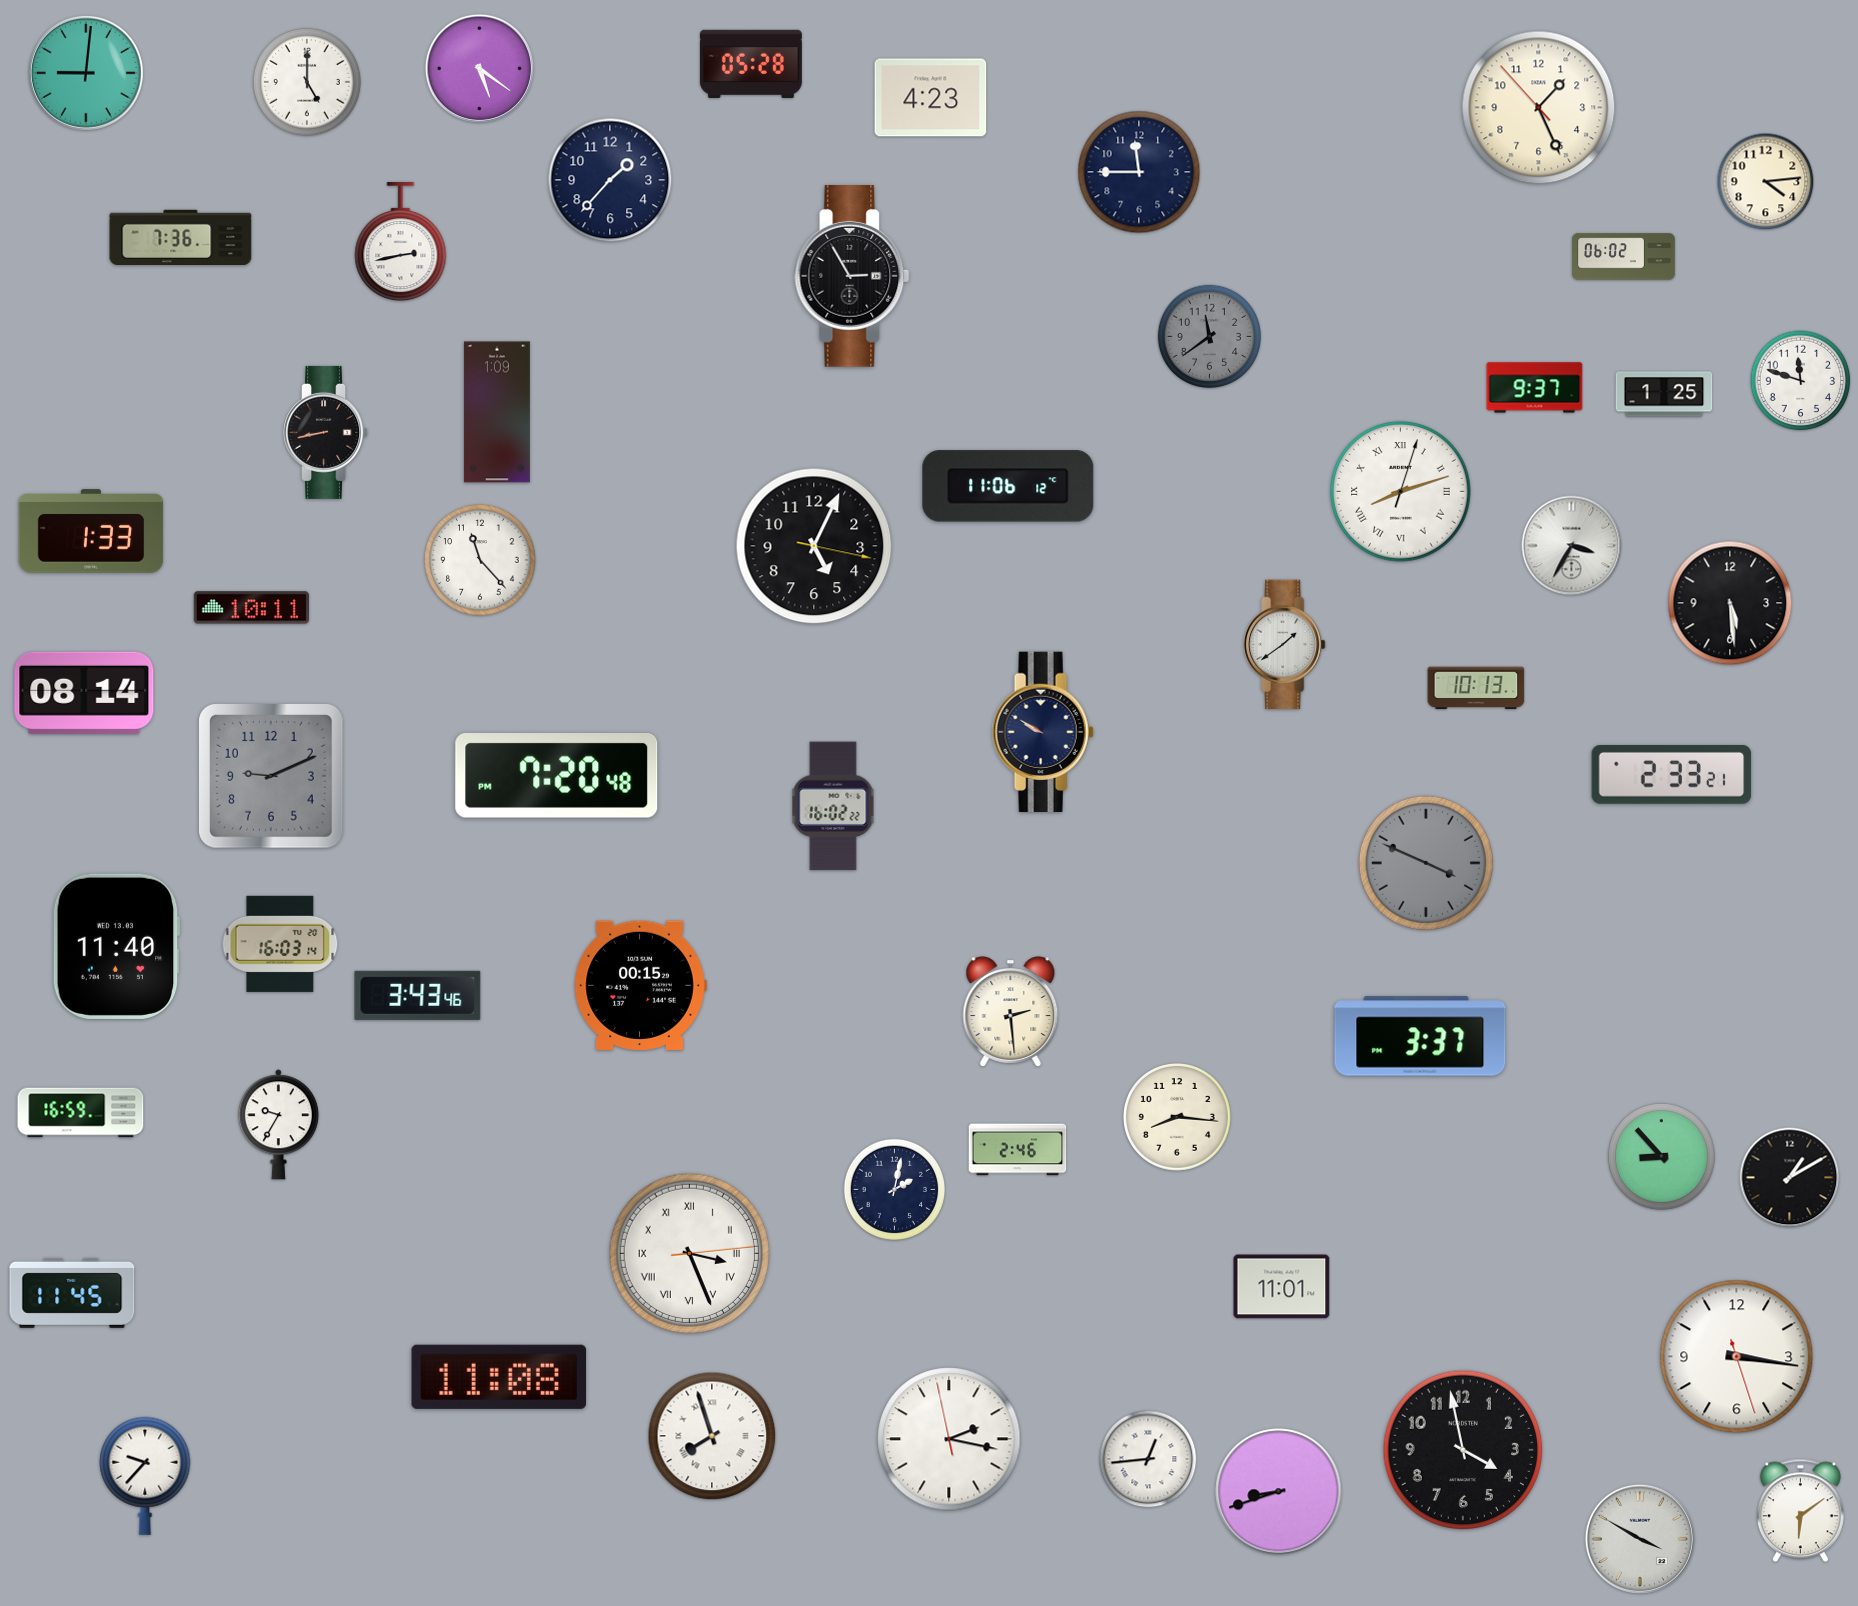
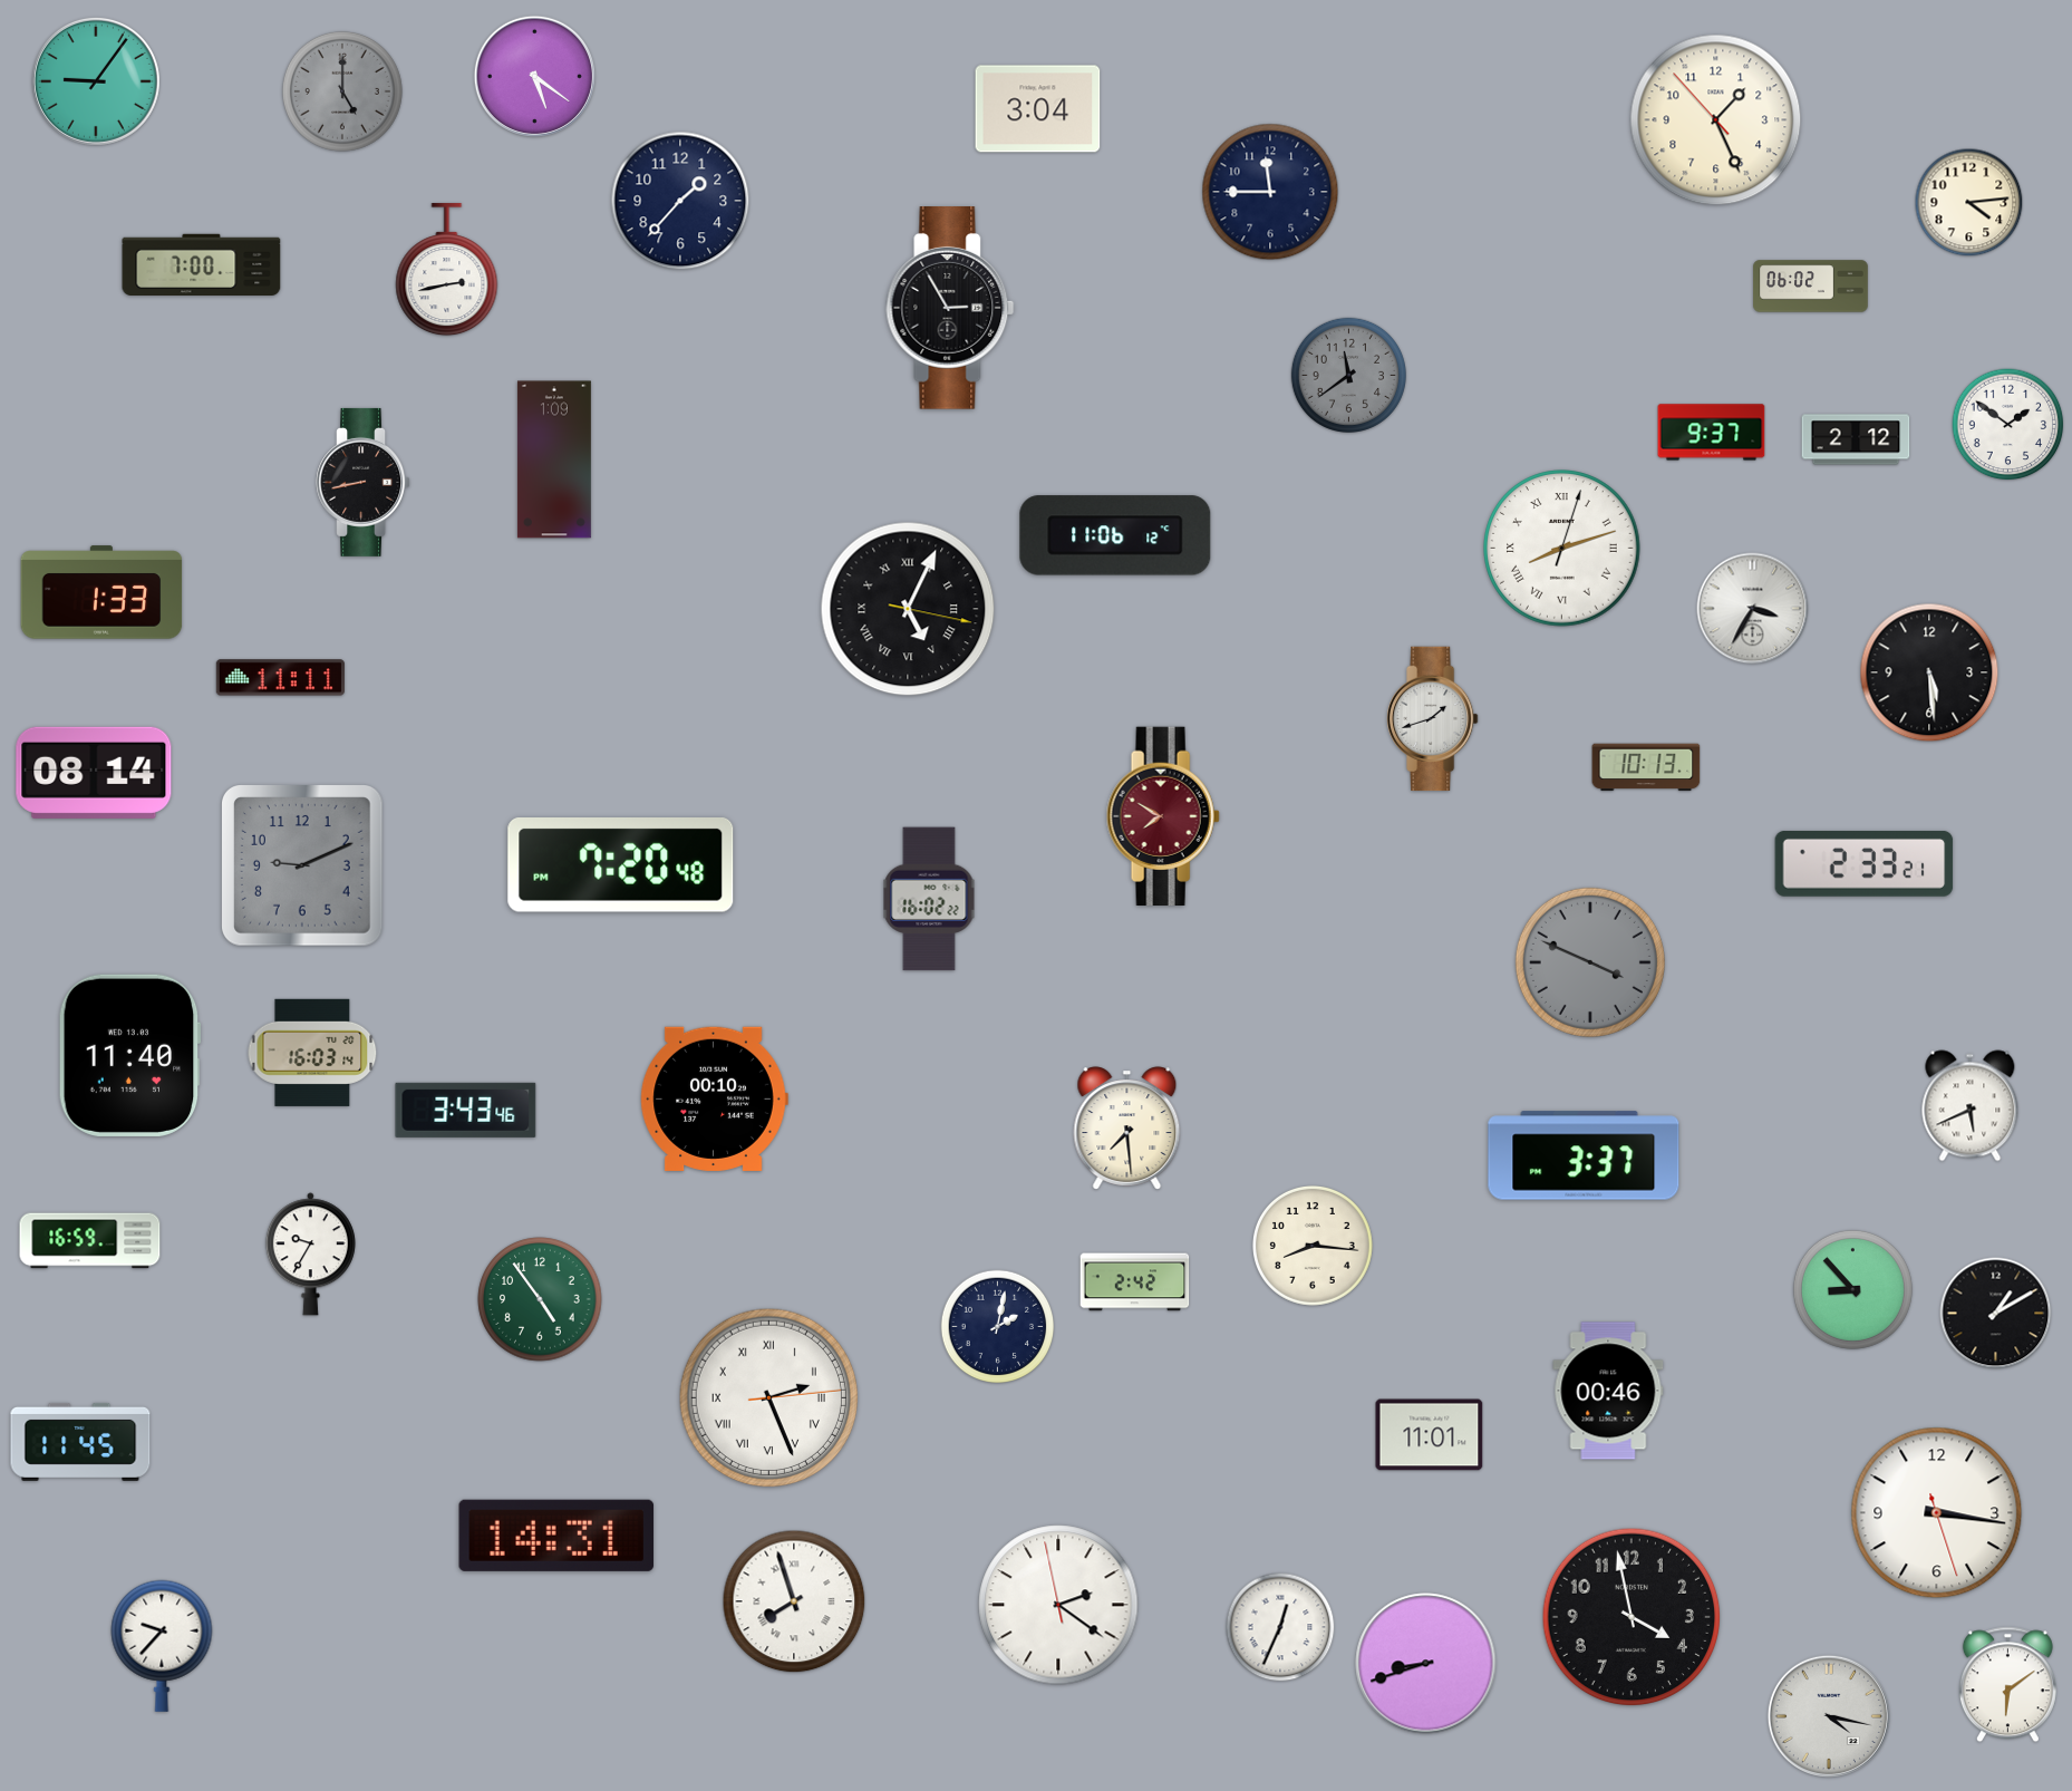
clock at (751, 64): 05:28 -> none
clock at (86, 73): 9:01 -> 9:06
clock at (307, 82) dial: white -> grey
clock at (931, 98): 4:23 -> 3:04
clock at (181, 237): 7:36 -> 7:00
clock at (1801, 381): 11:48 -> 1:51
clock at (1664, 394): 1:25 -> 2:12
clock at (1008, 486) position: (1008, 486) -> (1115, 535)
clock at (814, 546) numerals: Arabic -> Roman
clock at (480, 560): 11:23 -> none
clock at (251, 608): 10:11 -> 11:11
clock at (1285, 645): 1:39 -> 1:42
clock at (1043, 731): 9:50 -> 7:50
clock at (1043, 731) dial: navy -> burgundy
clock at (640, 985): 00:15 -> 00:10
clock at (1971, 1106): none -> 5:41
clock at (1011, 1012): 2:29 -> 7:29
clock at (1018, 1150): 2:46 -> 2:42
clock at (540, 1299): none -> 4:54
clock at (1608, 1391): none -> 00:46
clock at (689, 1253): 3:26 -> 2:26
clock at (499, 1377): 11:08 -> 14:31
clock at (949, 1439): 2:16 -> 2:20
clock at (1148, 1459): 12:44 -> 12:34
clock at (1640, 1539): 3:50 -> 4:17
